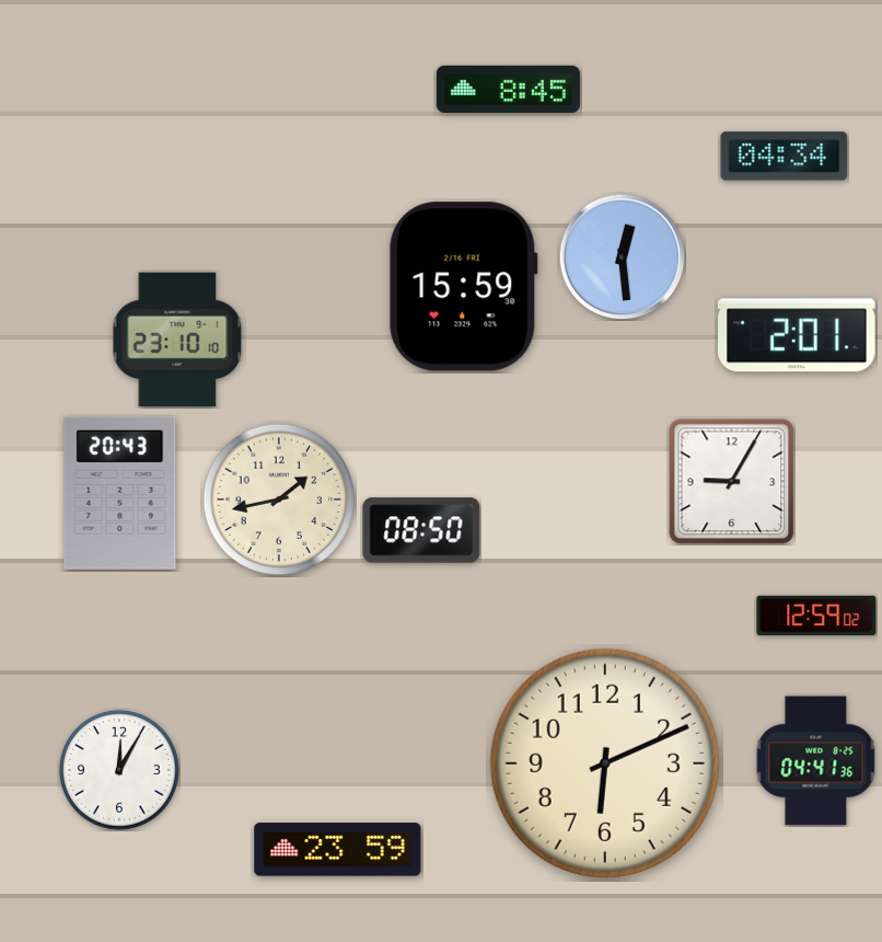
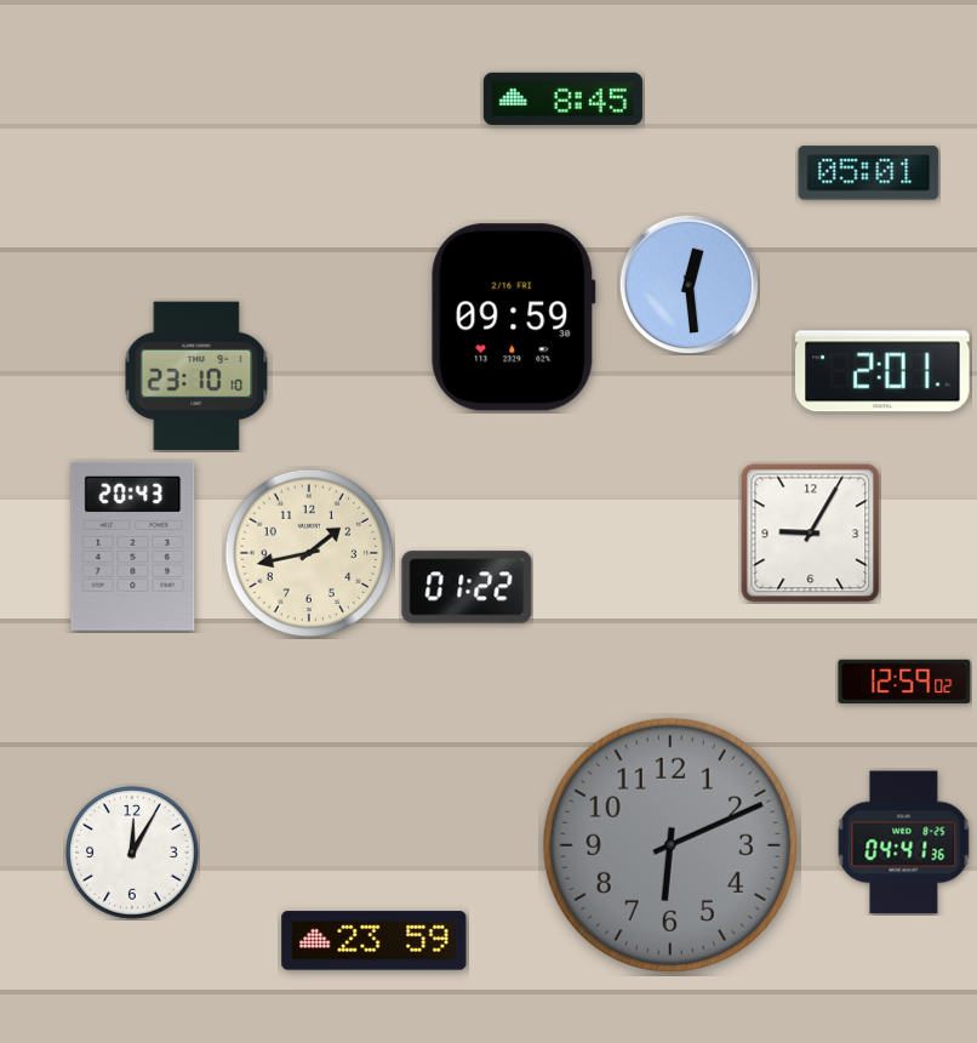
clock at (785, 157): 04:34 -> 05:01
clock at (464, 287): 15:59 -> 09:59
clock at (421, 530): 08:50 -> 01:22
clock at (605, 763) dial: cream -> grey
